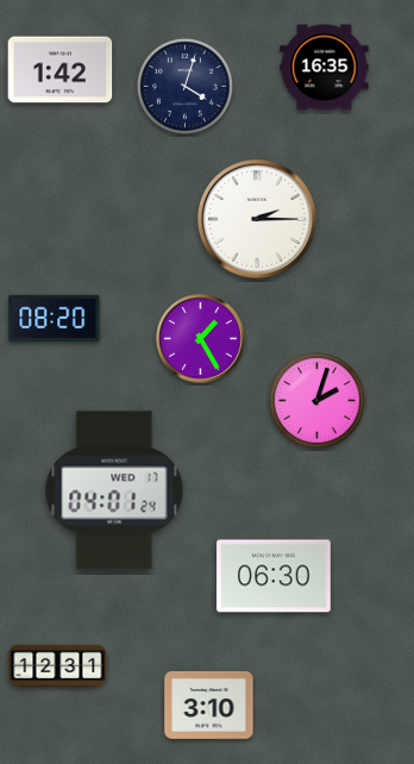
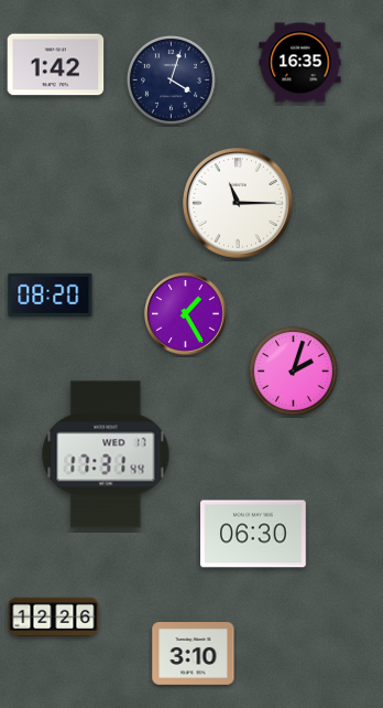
clock at (257, 219): 2:15 -> 11:15
clock at (114, 490): 04:01 -> 17:31
clock at (58, 666): 12:31 -> 12:26
